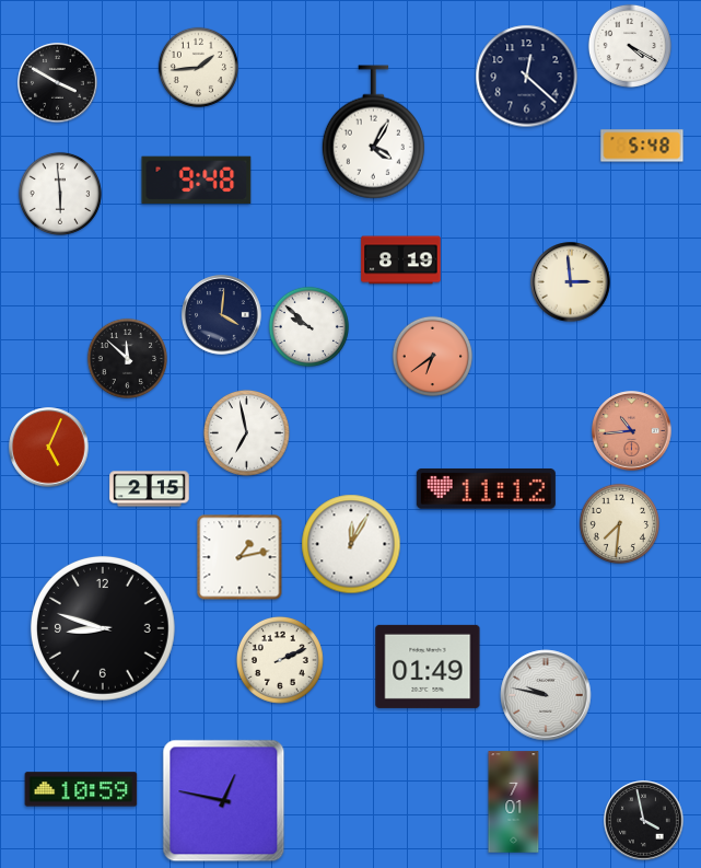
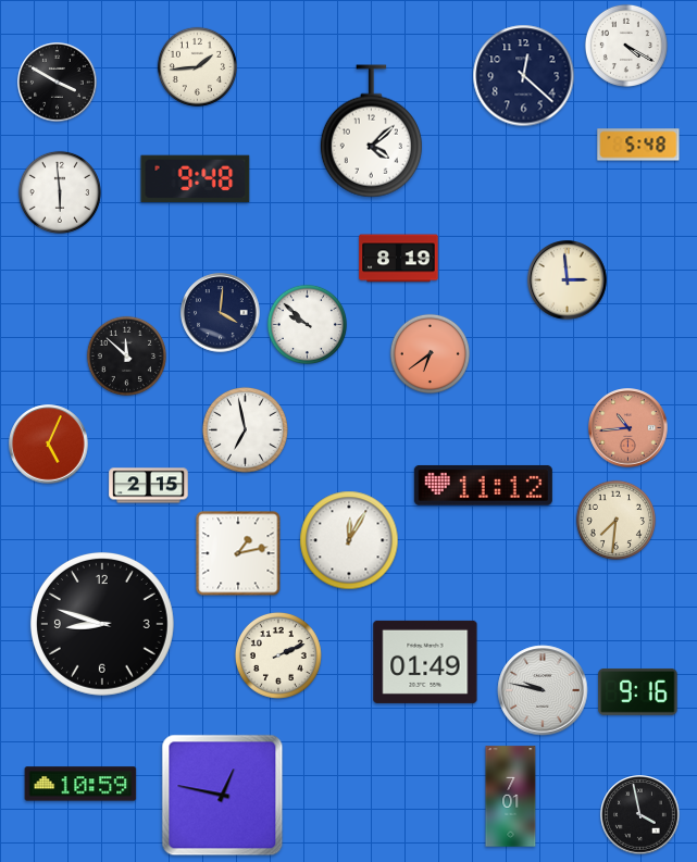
clock at (373, 132): 4:05 -> 4:08
clock at (638, 692): none -> 9:16
